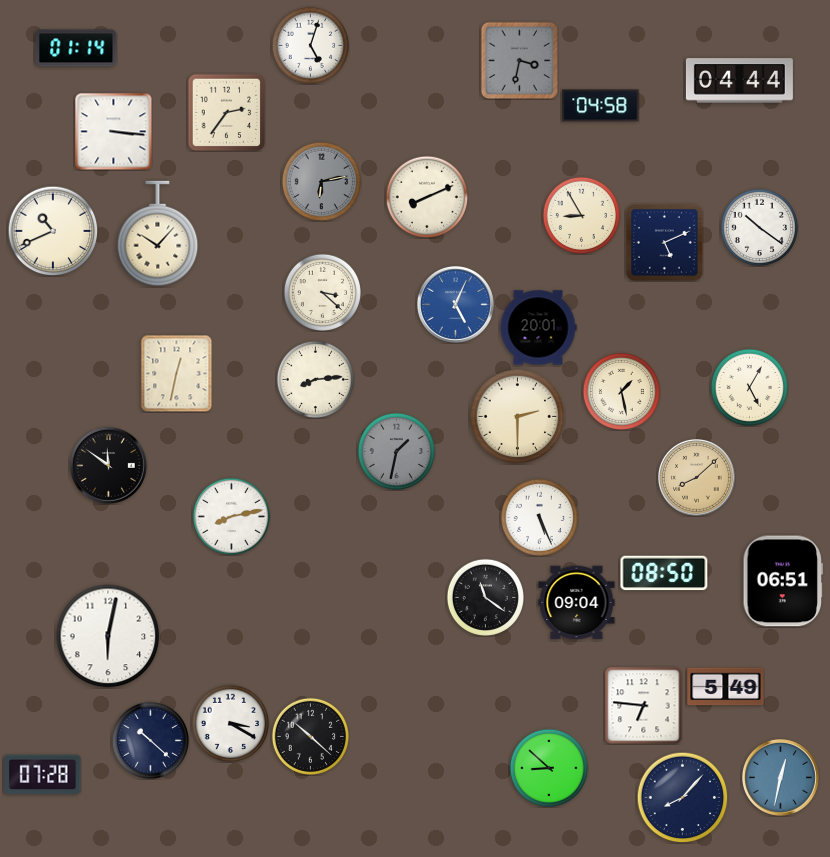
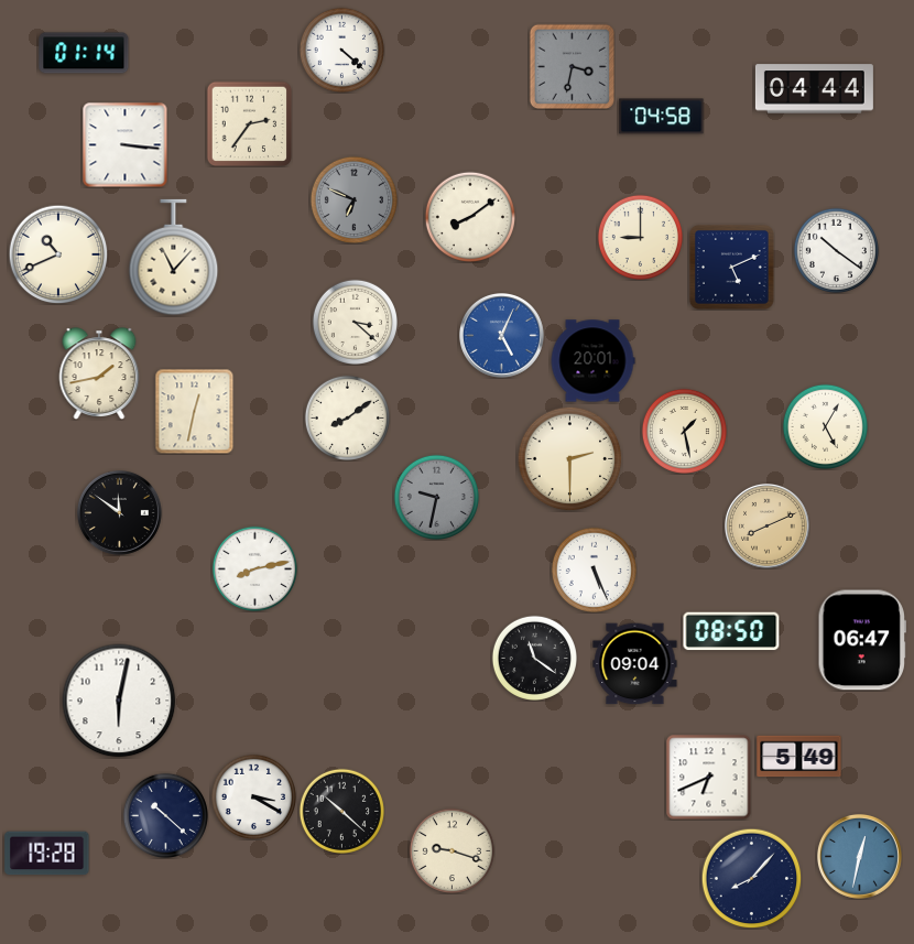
clock at (310, 45): 5:03 -> 4:22
clock at (321, 181): 6:13 -> 6:49
clock at (427, 197): 8:11 -> 8:09
clock at (581, 215): 8:55 -> 9:00
clock at (158, 234): 10:07 -> 11:07
clock at (99, 373): none -> 1:43
clock at (315, 379): 8:14 -> 8:09
clock at (396, 451): 1:32 -> 9:32
clock at (697, 478): 8:08 -> 8:11
clock at (782, 581): 06:51 -> 06:47
clock at (643, 705): 6:46 -> 6:41
clock at (548, 767): 8:52 -> none
clock at (451, 850): none -> 9:18
clock at (43, 775): 07:28 -> 19:28
